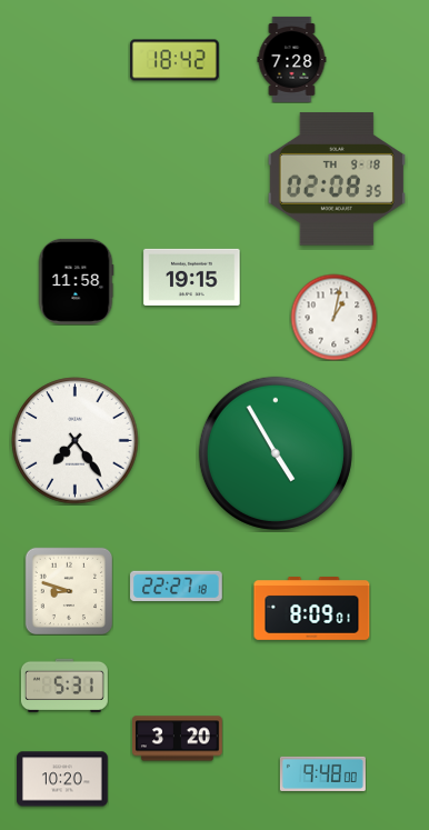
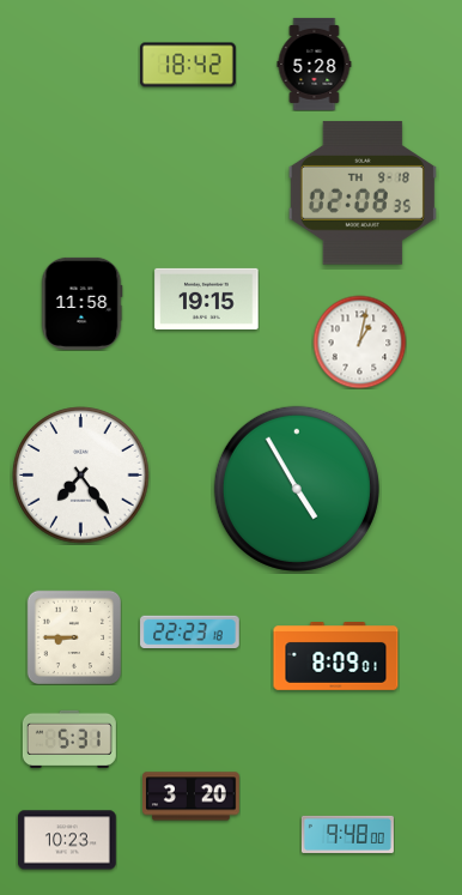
clock at (292, 59): 7:28 -> 5:28
clock at (177, 587): 22:27 -> 22:23
clock at (69, 591): 8:48 -> 8:45
clock at (62, 779): 10:20 -> 10:23
